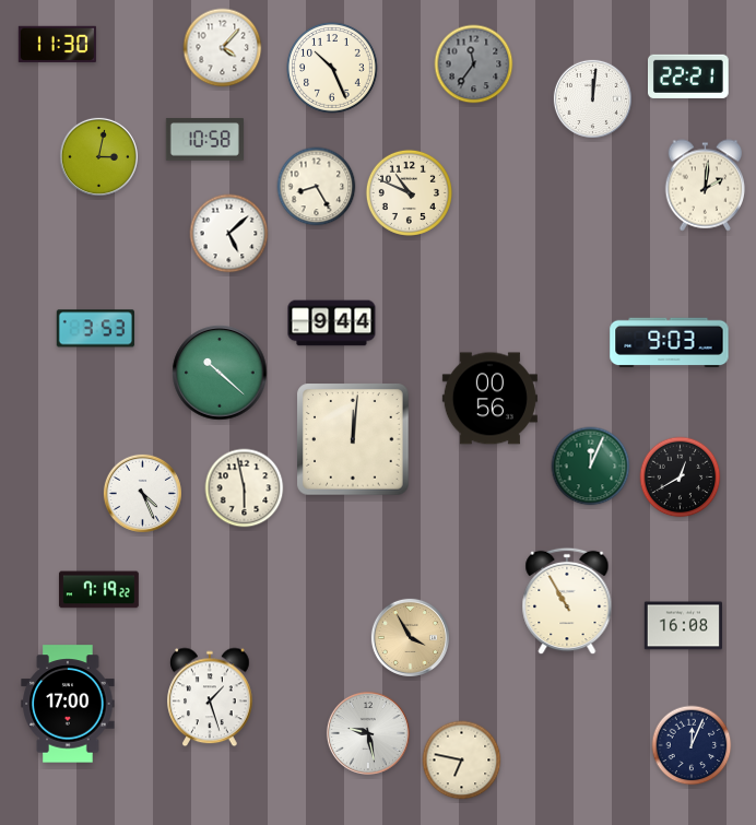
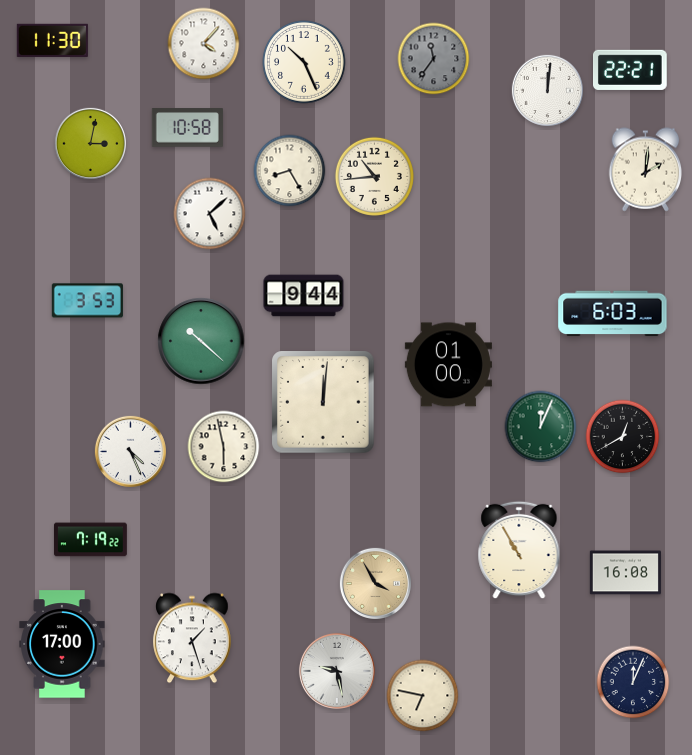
clock at (592, 98) position: (592, 98) -> (547, 90)
clock at (409, 192): 10:49 -> 10:44
clock at (670, 343): 9:03 -> 6:03
clock at (489, 399): 00:56 -> 01:00
